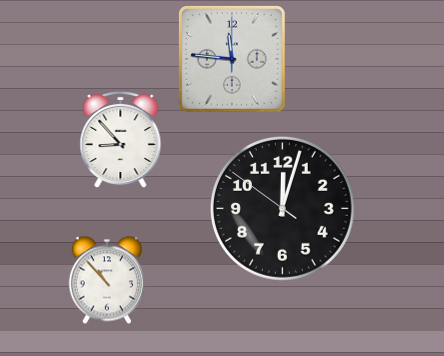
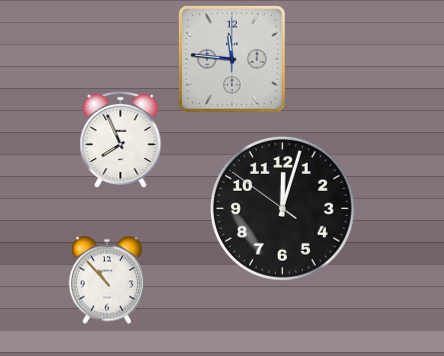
clock at (121, 139): 8:53 -> 7:56
